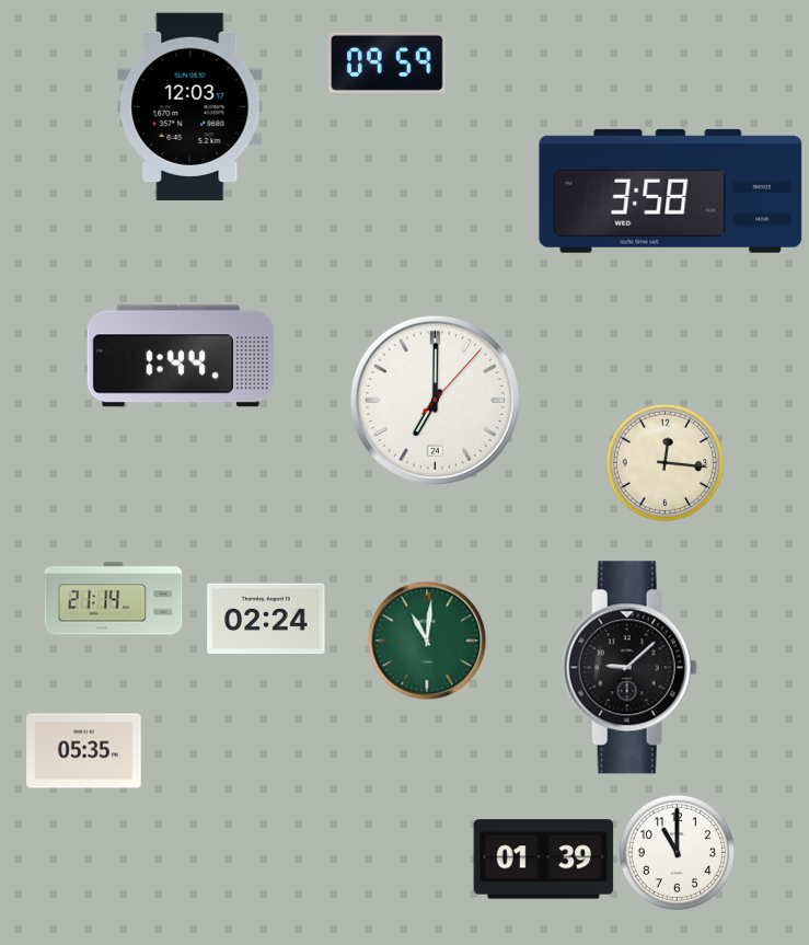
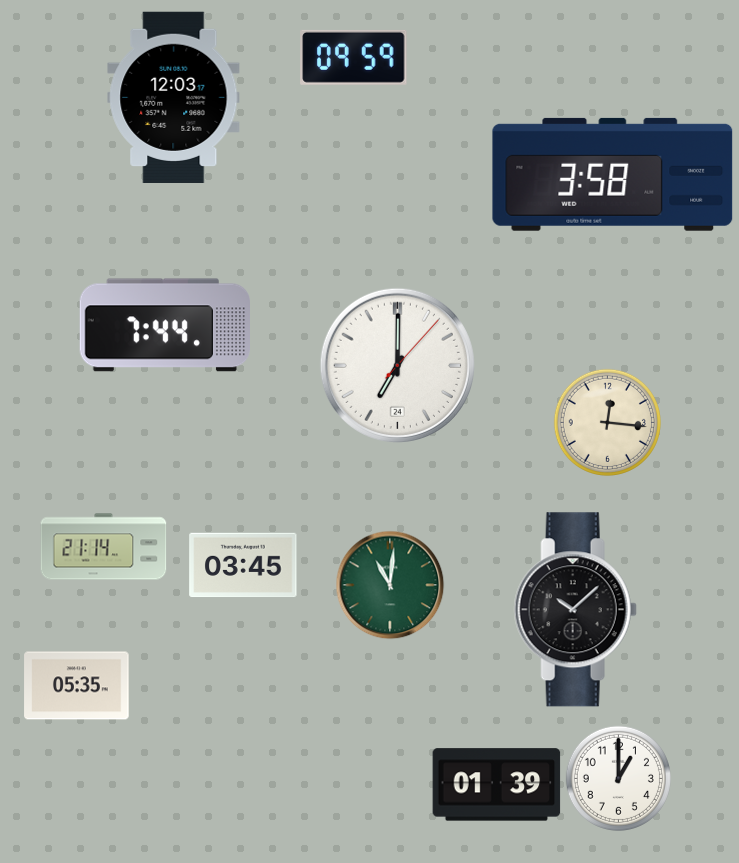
clock at (180, 356): 1:44 -> 7:44
clock at (266, 619): 02:24 -> 03:45
clock at (629, 668): 9:08 -> 10:08
clock at (677, 852): 11:00 -> 1:00
